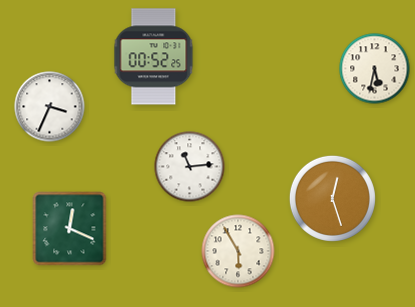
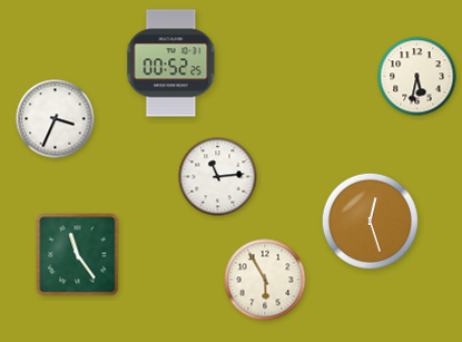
clock at (190, 167) position: (190, 167) -> (218, 177)
clock at (70, 229): 12:19 -> 11:24
